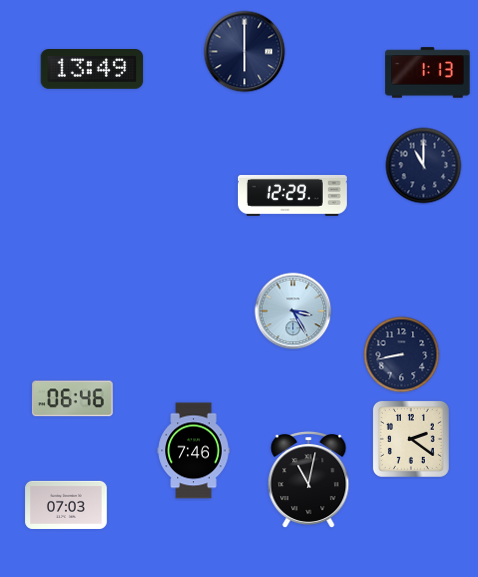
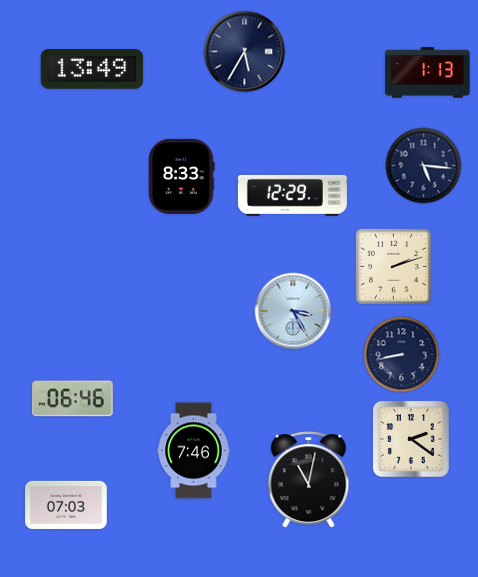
clock at (245, 52): 6:00 -> 5:35
clock at (424, 166): 11:00 -> 5:16
clock at (182, 176): none -> 8:33
clock at (394, 267): none -> 2:12
